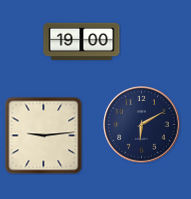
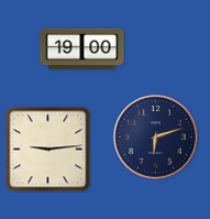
clock at (82, 42) position: (82, 42) -> (82, 50)
clock at (142, 125): 6:10 -> 6:12
